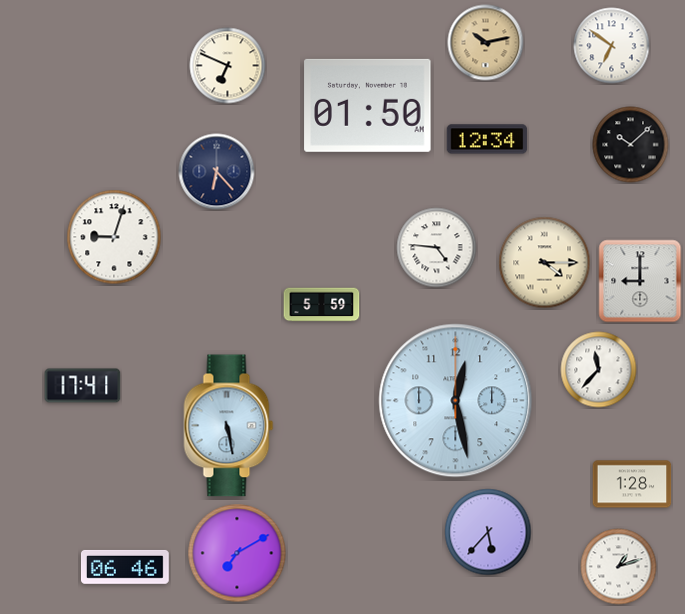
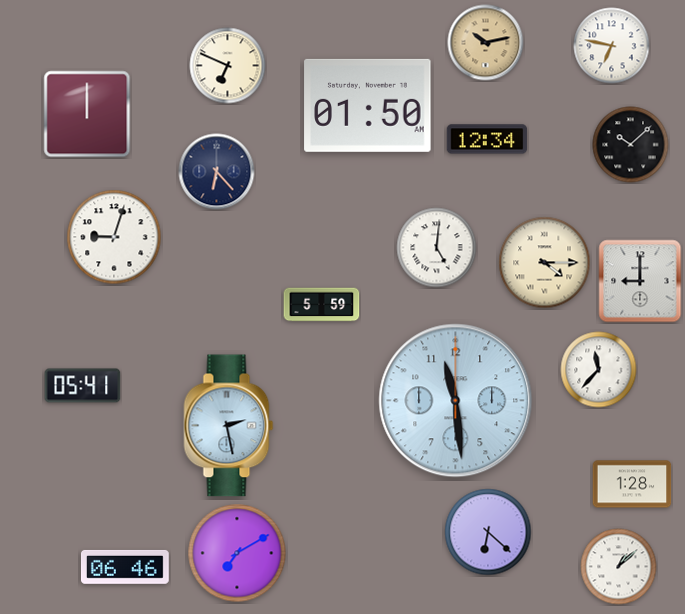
clock at (612, 46): 6:51 -> 6:47
clock at (87, 114): none -> 12:00
clock at (437, 248): 4:46 -> 5:01
clock at (83, 386): 17:41 -> 05:41
clock at (456, 401): 12:28 -> 11:29
clock at (229, 426): 5:28 -> 2:28
clock at (488, 532): 5:37 -> 6:22
clock at (619, 567): 1:12 -> 1:08
